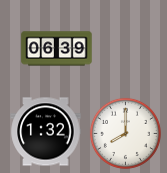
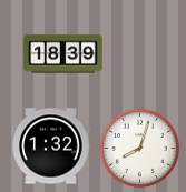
clock at (57, 49): 06:39 -> 18:39
clock at (125, 133): 8:00 -> 8:03
